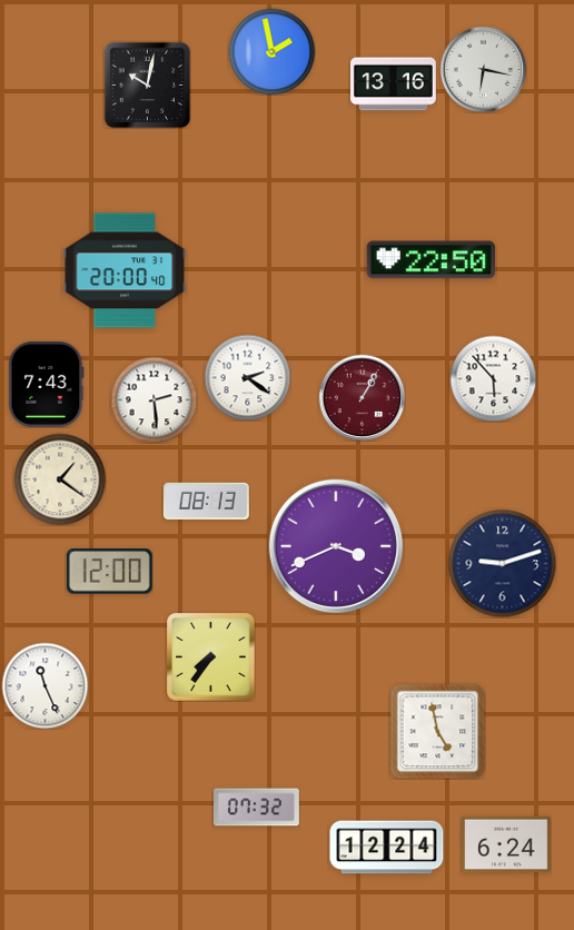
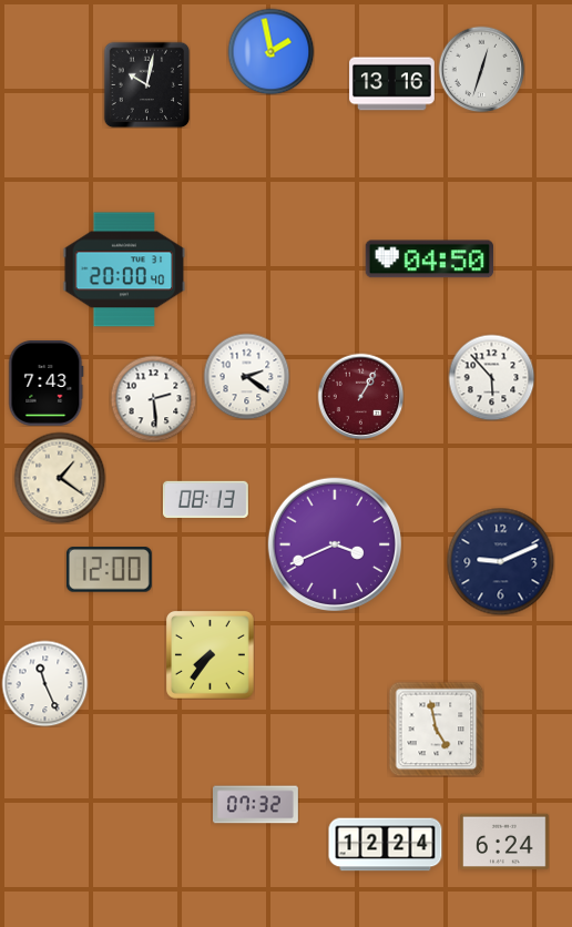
clock at (483, 69): 6:17 -> 12:33
clock at (430, 260): 22:50 -> 04:50
clock at (502, 563): 9:12 -> 9:11
